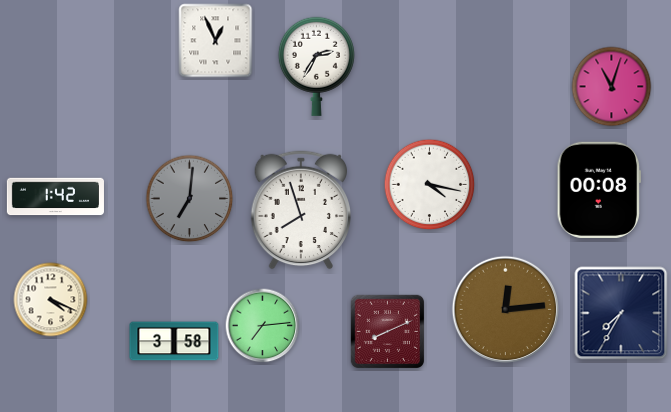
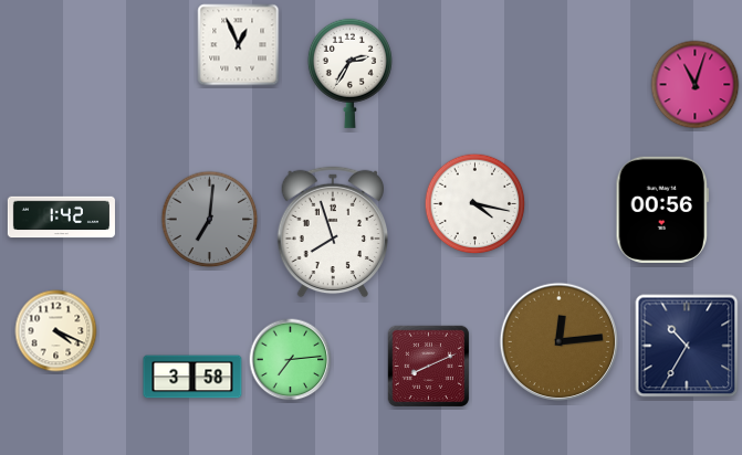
clock at (612, 87) position: (612, 87) -> (696, 85)
clock at (598, 190): 00:08 -> 00:56
clock at (621, 313): 7:35 -> 10:35
